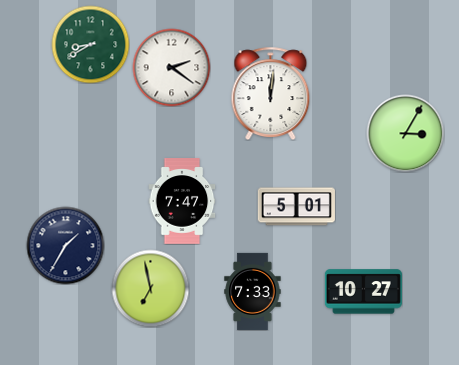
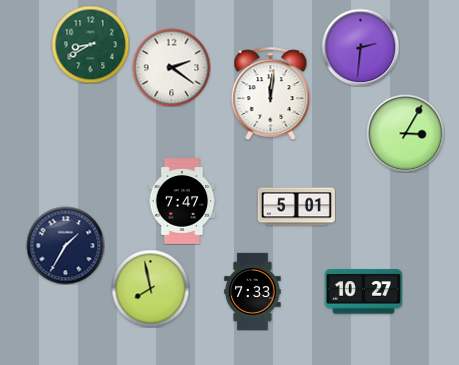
clock at (360, 47): none -> 2:31
clock at (150, 288): 6:58 -> 7:58
